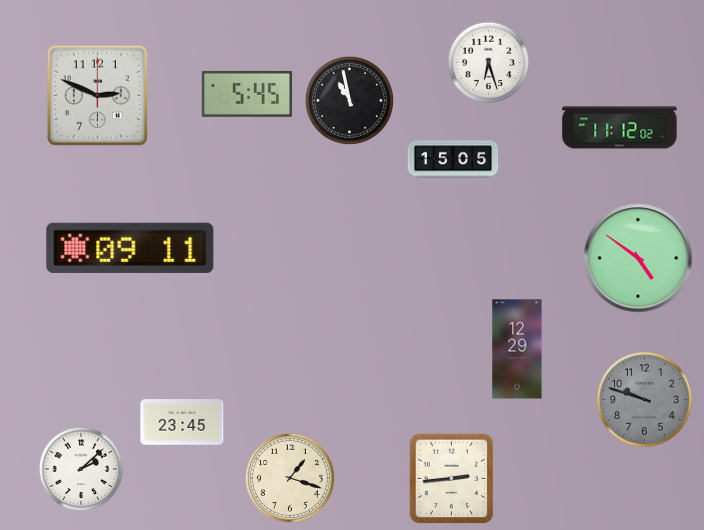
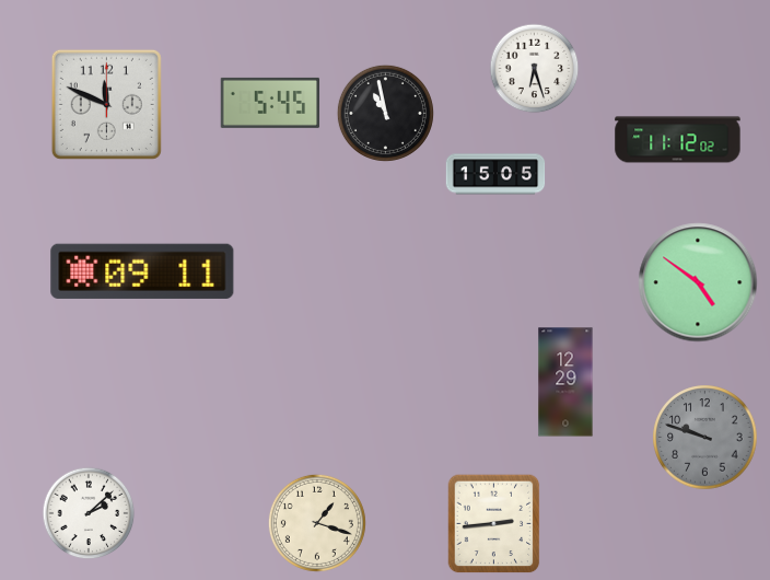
clock at (97, 95): 2:49 -> 11:49
clock at (349, 100) position: (349, 100) -> (385, 113)
clock at (182, 422): 23:45 -> none
